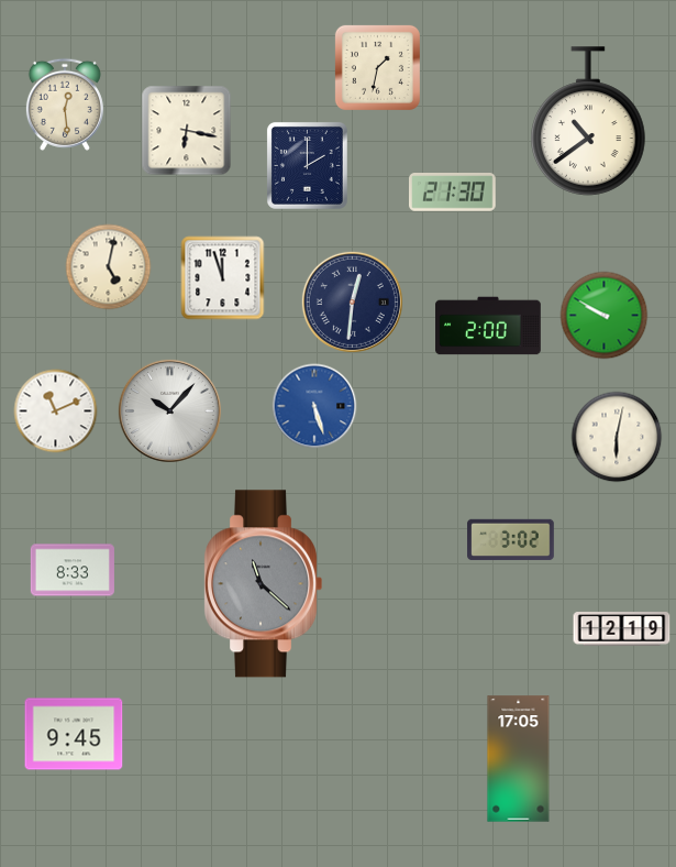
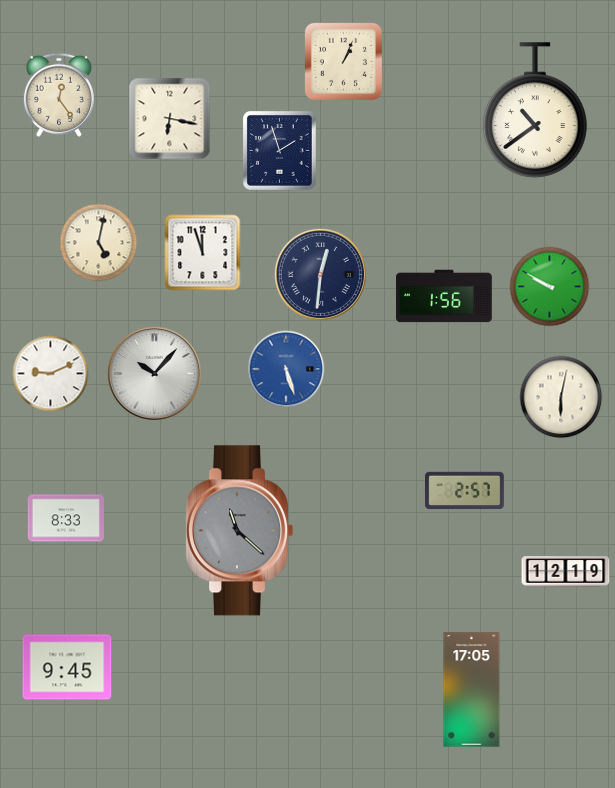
clock at (377, 67): 1:32 -> 1:04
clock at (65, 105): 12:29 -> 12:24
clock at (307, 165): 2:00 -> 1:57
clock at (453, 193): 21:30 -> none
clock at (488, 326): 2:00 -> 1:56
clock at (56, 411): 11:11 -> 9:11
clock at (511, 540): 3:02 -> 2:57
